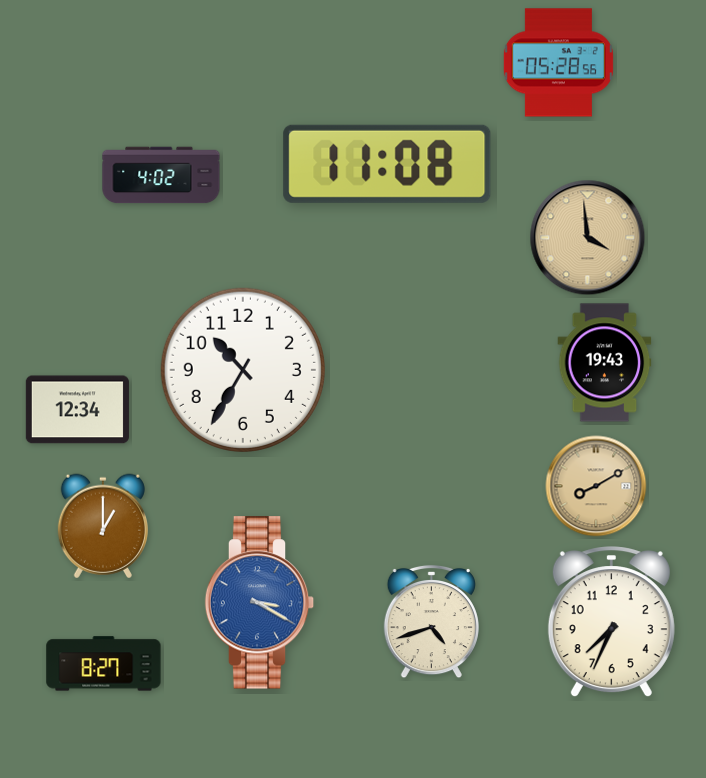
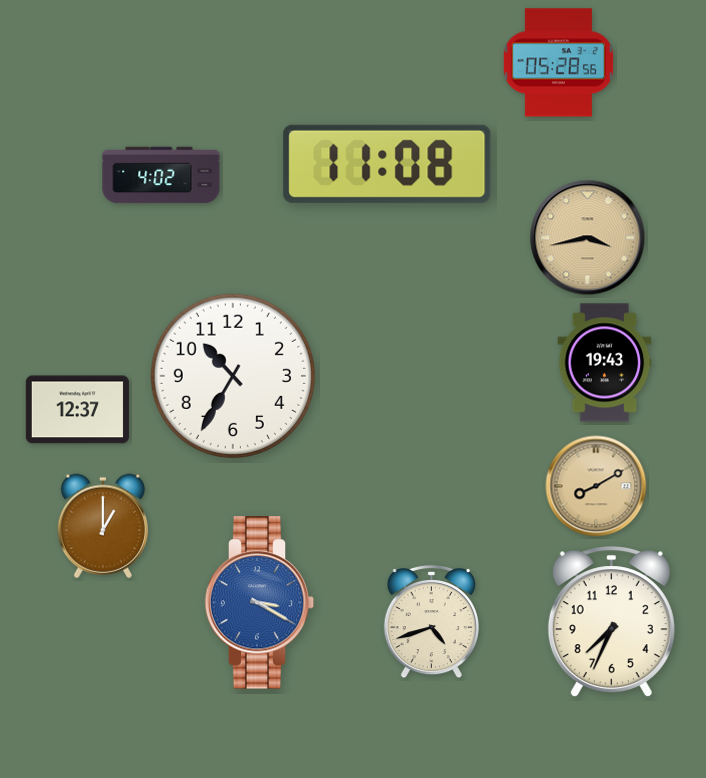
clock at (588, 238): 3:59 -> 3:43
clock at (243, 370) position: (243, 370) -> (233, 376)
clock at (77, 410): 12:34 -> 12:37
clock at (104, 664): 8:27 -> none
